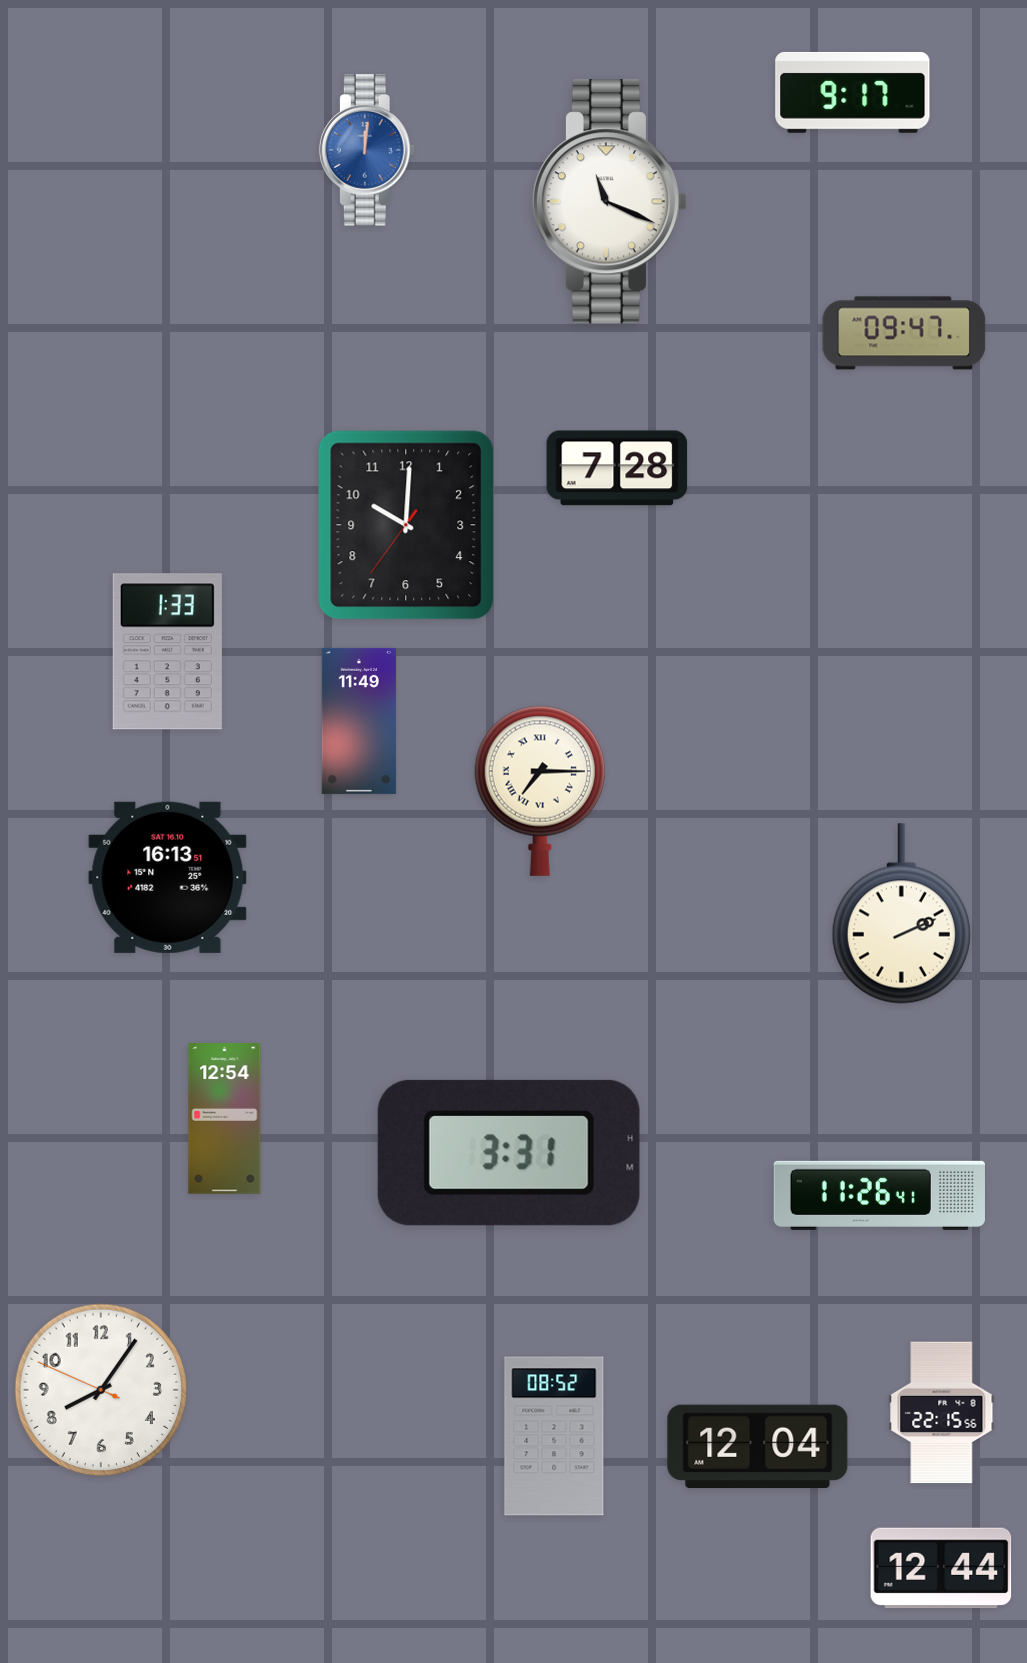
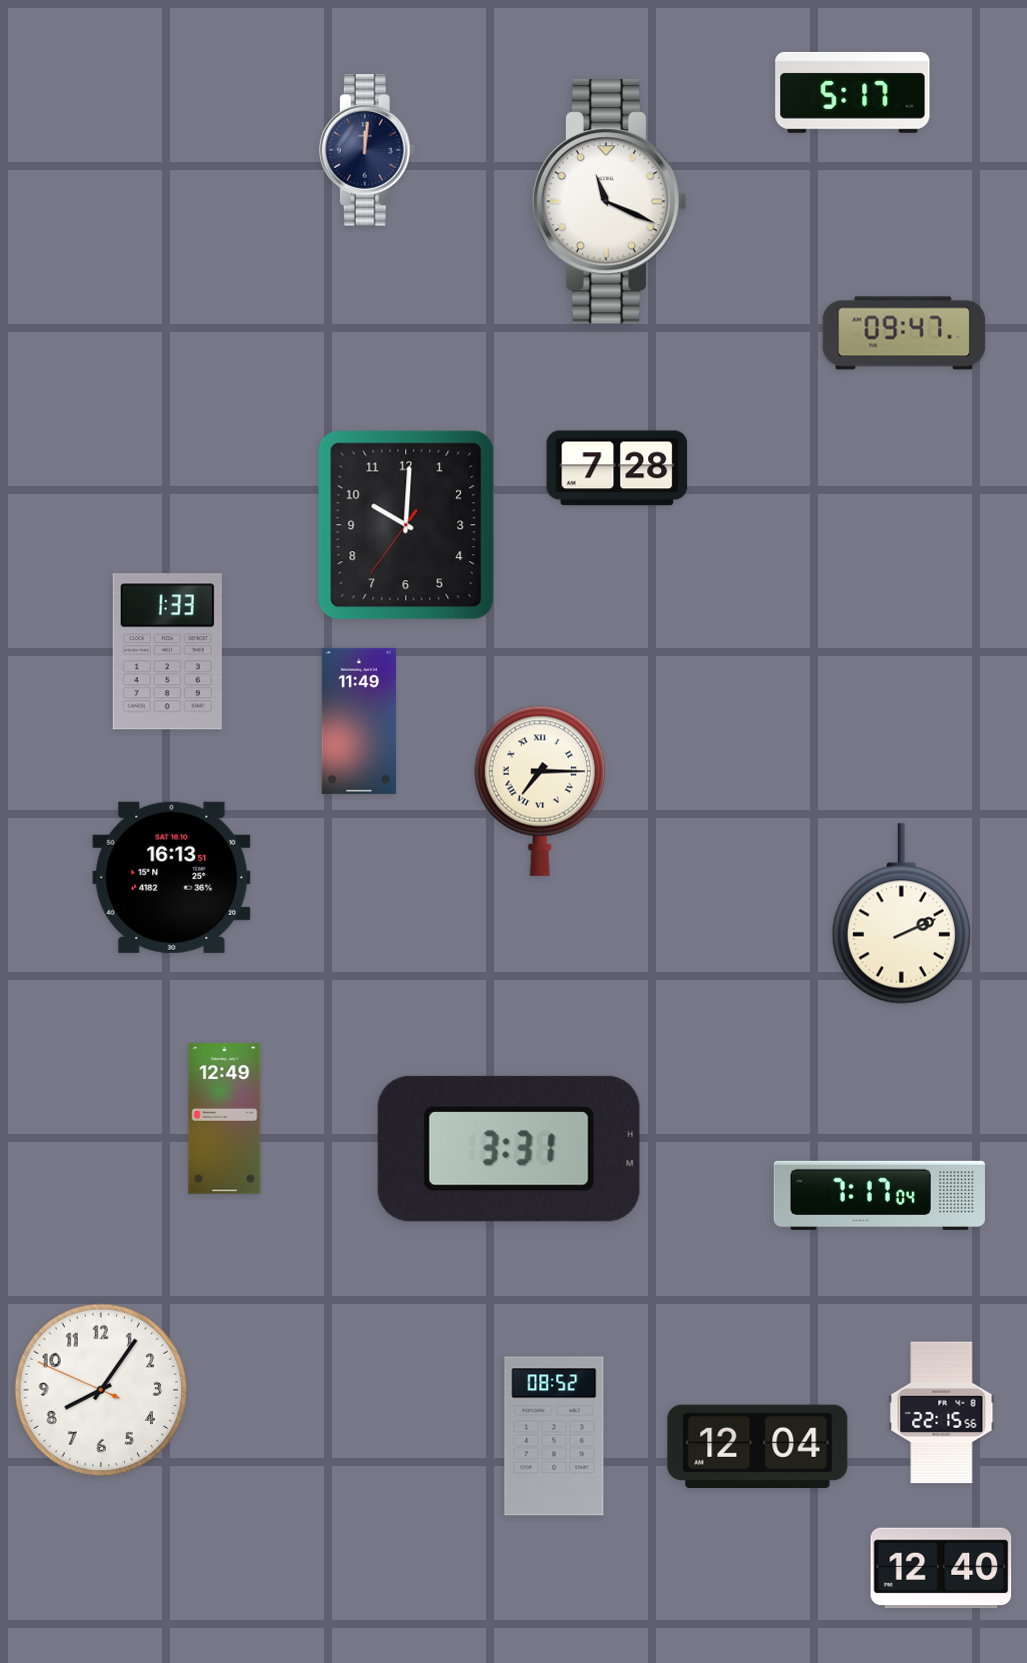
clock at (853, 92): 9:17 -> 5:17
clock at (367, 150) dial: blue -> navy
clock at (168, 877) position: (168, 877) -> (172, 877)
clock at (225, 1119): 12:54 -> 12:49
clock at (509, 1153) position: (509, 1153) -> (509, 1149)
clock at (879, 1195): 11:26 -> 7:17
clock at (941, 1568): 12:44 -> 12:40
